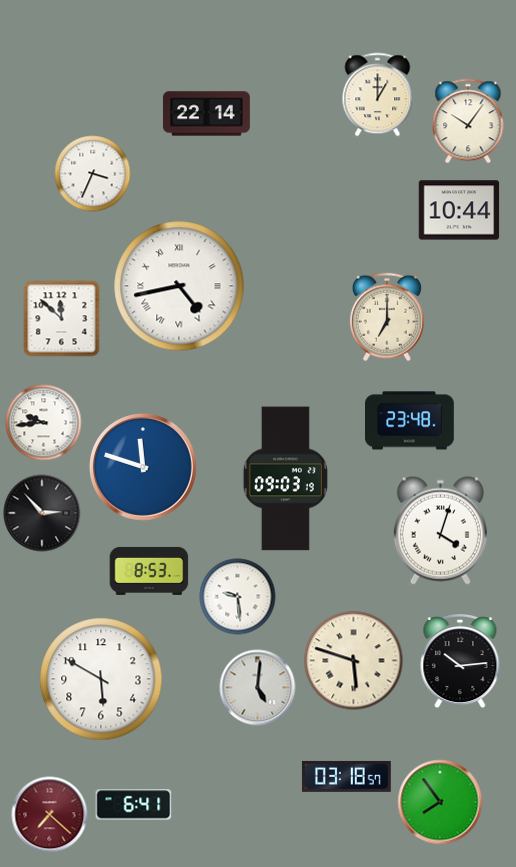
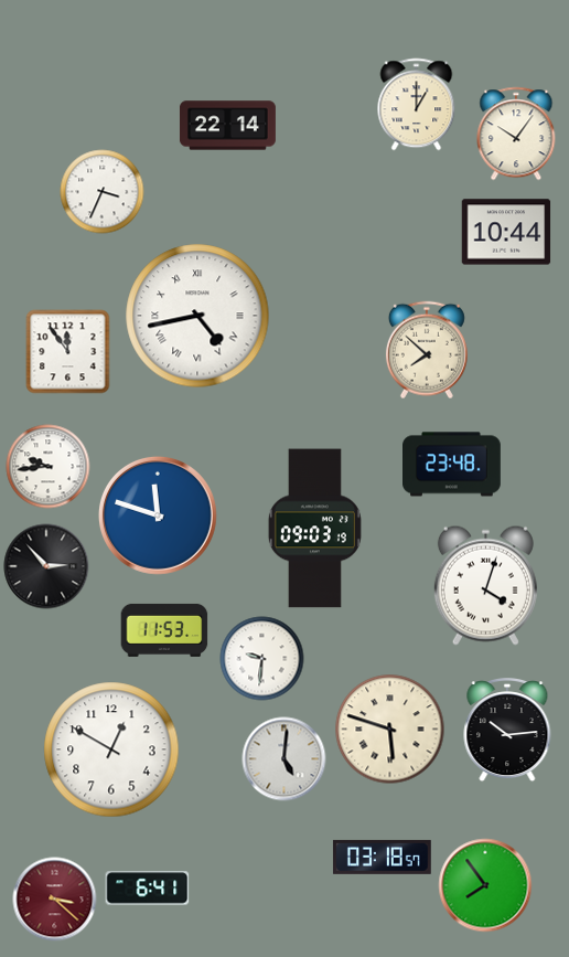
clock at (387, 317): 7:00 -> 7:52
clock at (62, 319): 11:52 -> 11:54
clock at (149, 571): 8:53 -> 11:53
clock at (238, 597): 9:29 -> 9:31
clock at (101, 679): 5:50 -> 12:50
clock at (50, 815): 7:22 -> 3:22
